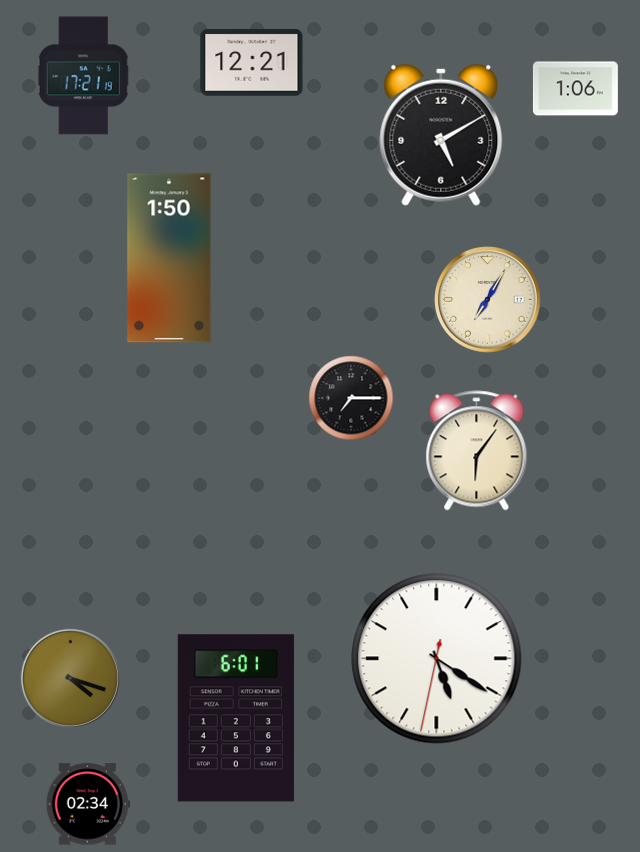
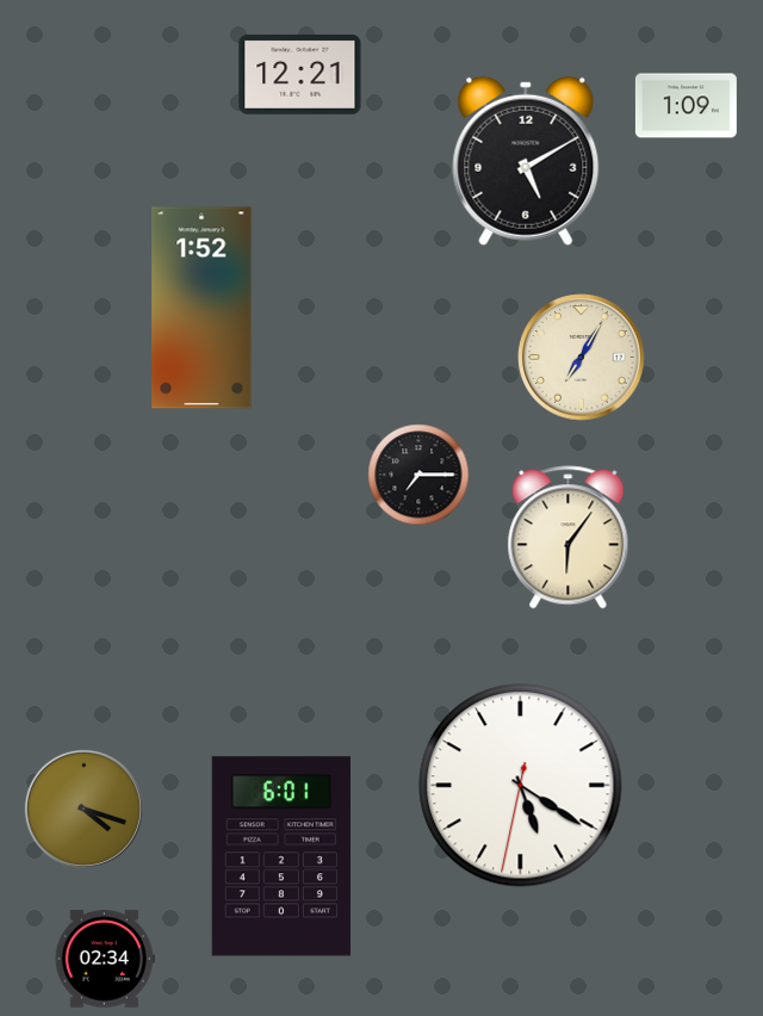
clock at (83, 76): 17:21 -> none
clock at (575, 89): 1:06 -> 1:09
clock at (169, 258): 1:50 -> 1:52
